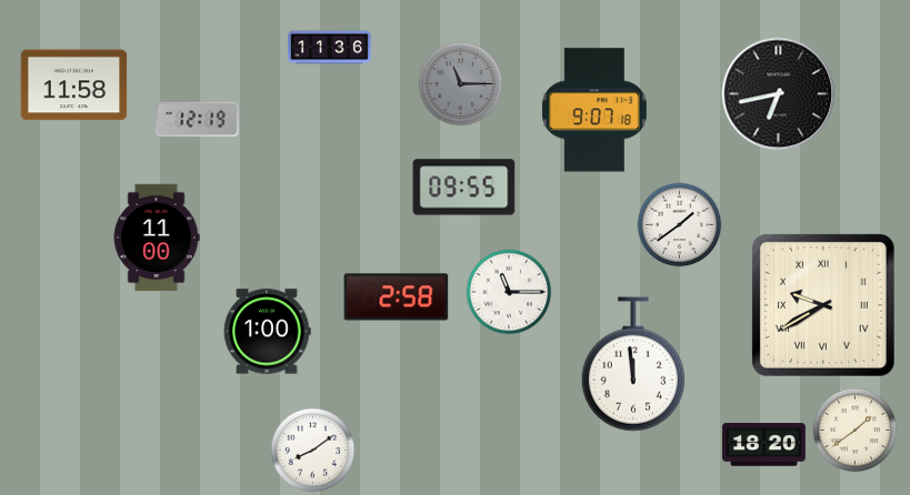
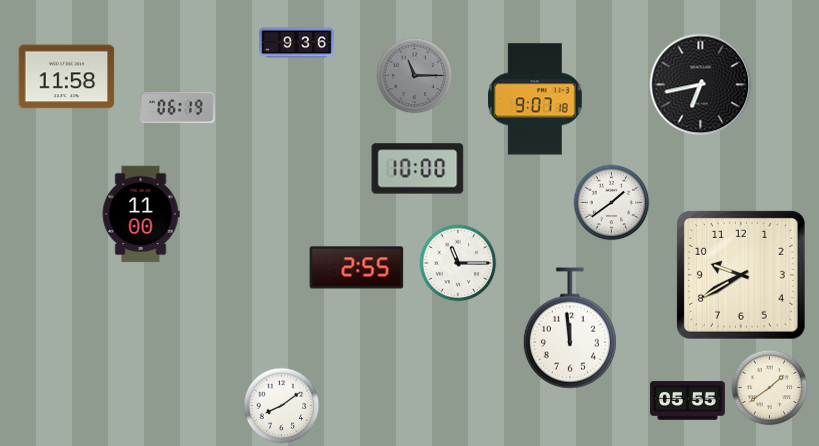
clock at (330, 48): 11:36 -> 9:36
clock at (198, 120): 12:19 -> 06:19
clock at (464, 188): 09:55 -> 10:00
clock at (397, 297): 2:58 -> 2:55
clock at (824, 306) numerals: Roman -> Arabic
clock at (267, 332): 1:00 -> none
clock at (764, 445): 18:20 -> 05:55
